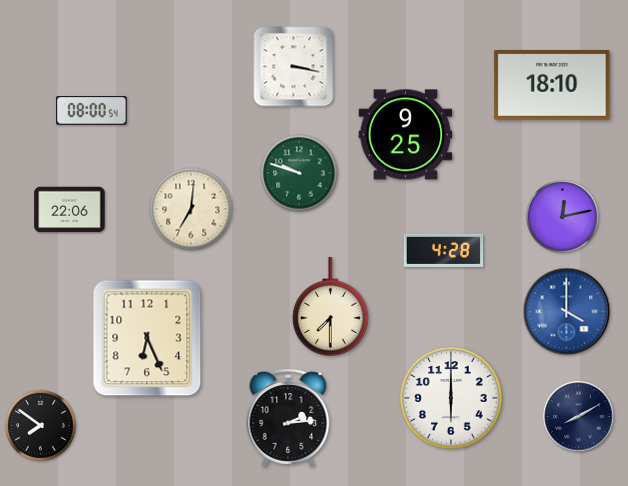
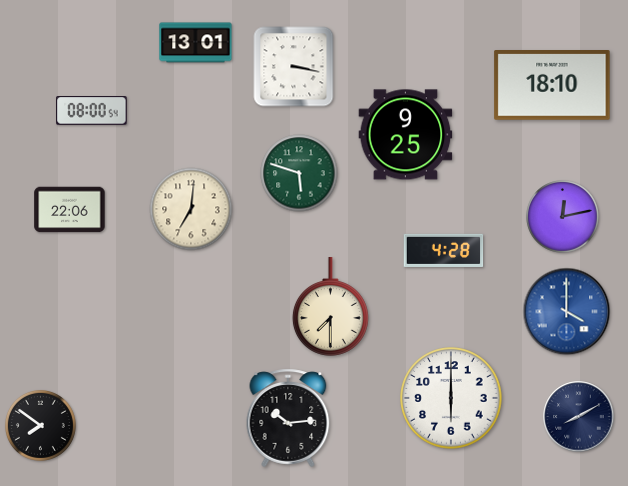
clock at (196, 43): none -> 13:01
clock at (299, 173): 9:48 -> 5:48
clock at (147, 338): 6:26 -> none
clock at (288, 418): 2:14 -> 10:14
